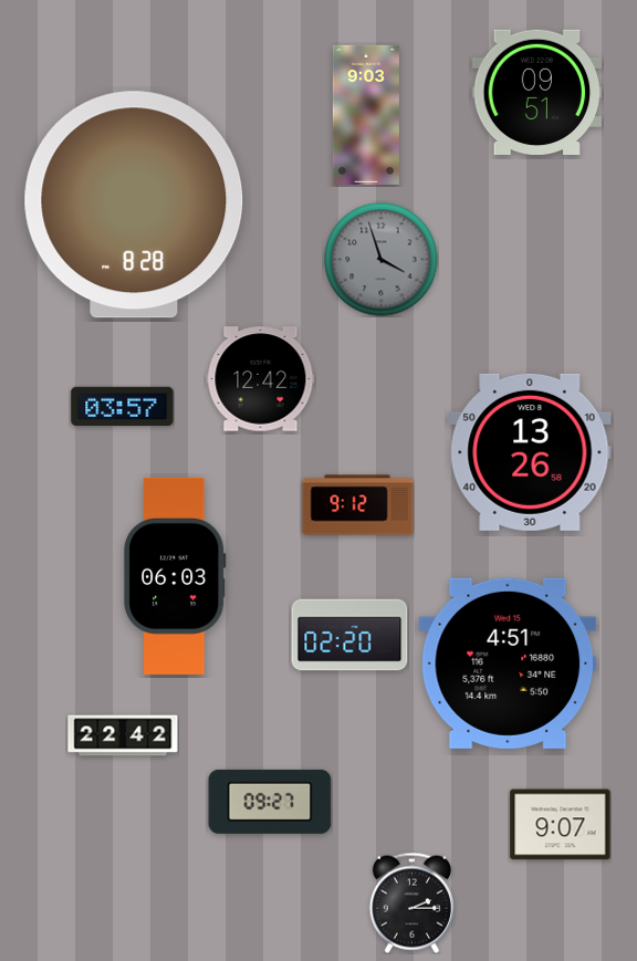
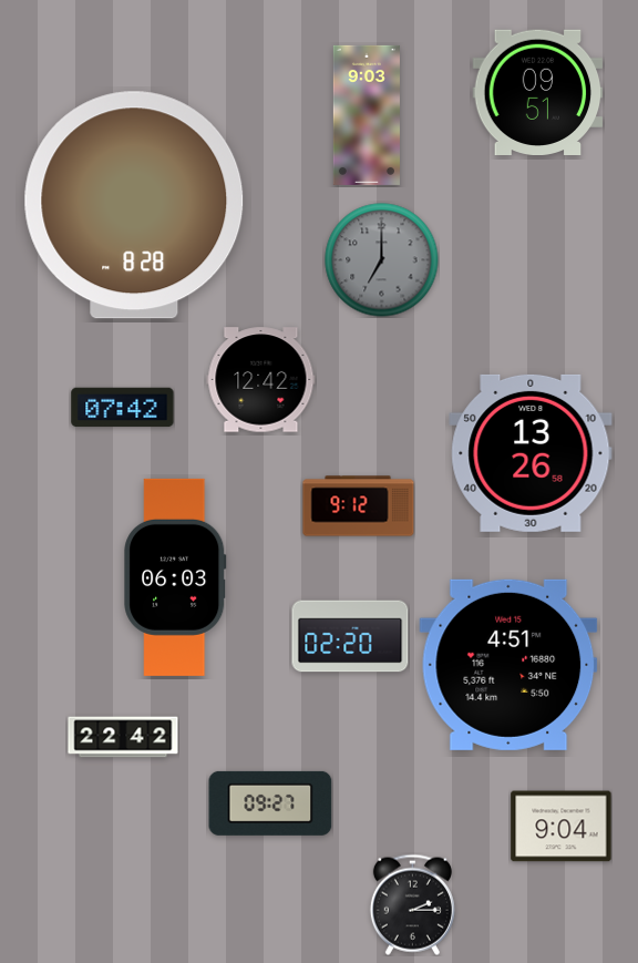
clock at (382, 260): 3:57 -> 7:00
clock at (123, 407): 03:57 -> 07:42
clock at (561, 825): 9:07 -> 9:04
